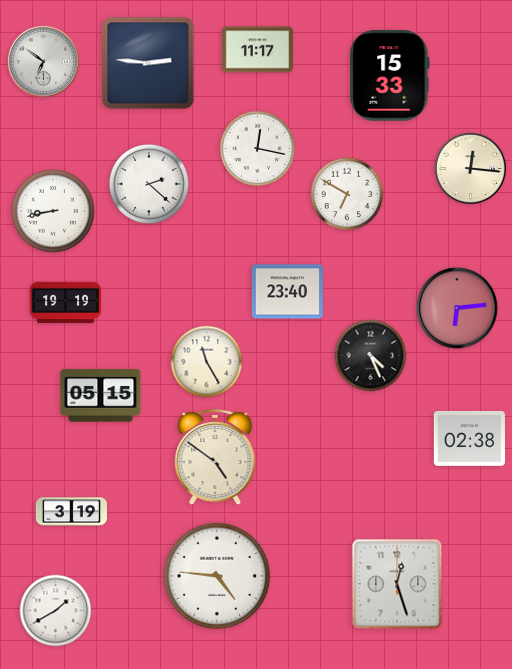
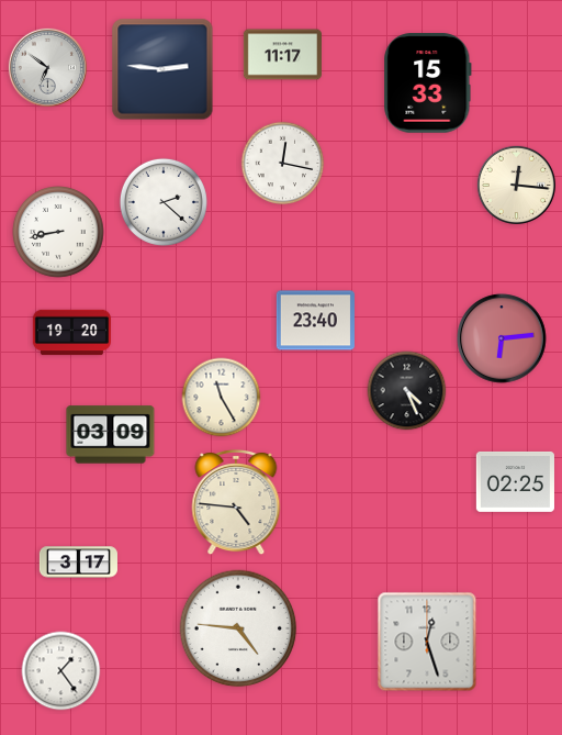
clock at (347, 194): 6:50 -> none
clock at (65, 303): 19:19 -> 19:20
clock at (207, 362) position: (207, 362) -> (222, 398)
clock at (101, 396): 05:15 -> 03:09
clock at (469, 438): 02:38 -> 02:25
clock at (215, 457): 4:51 -> 4:46
clock at (71, 512): 3:19 -> 3:17
clock at (217, 576) position: (217, 576) -> (238, 628)
clock at (397, 584) position: (397, 584) -> (427, 642)
clock at (56, 611): 1:40 -> 1:24
